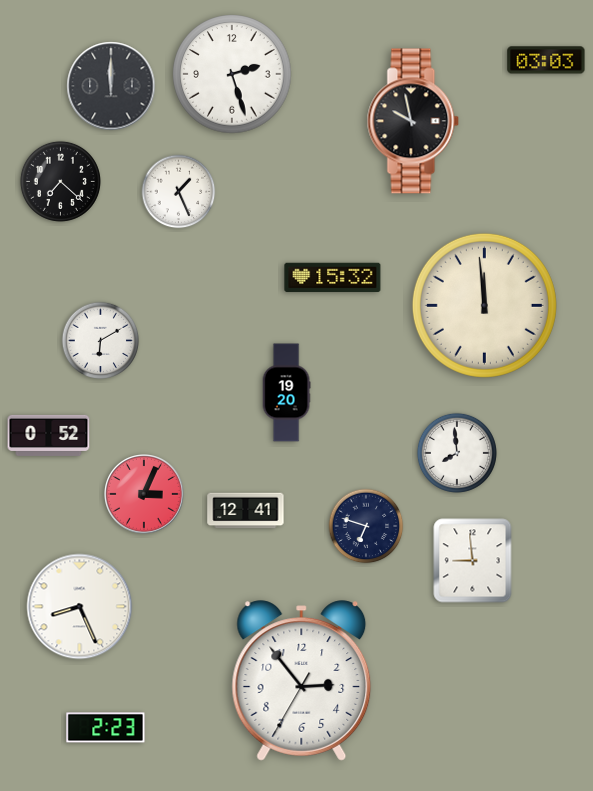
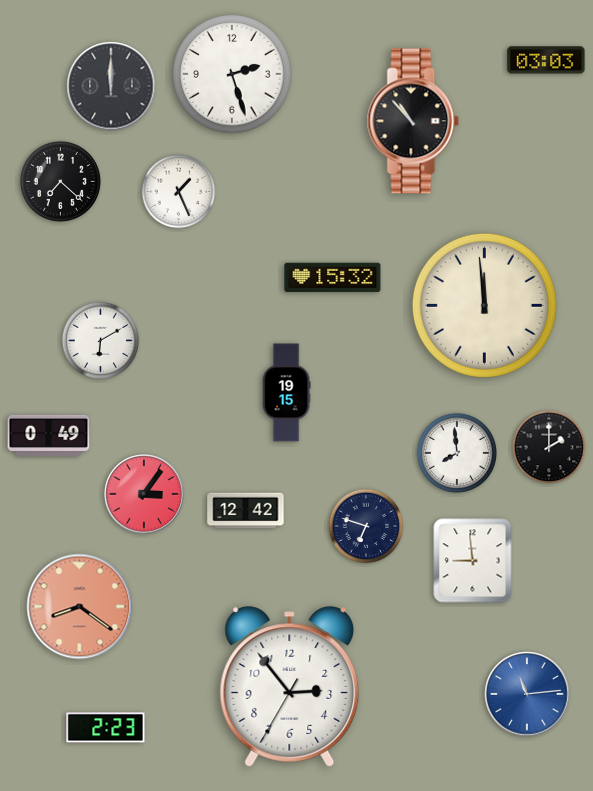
clock at (413, 121): 9:58 -> 10:53
clock at (286, 393): 19:20 -> 19:15
clock at (49, 435): 0:52 -> 0:49
clock at (549, 447): none -> 2:00
clock at (145, 495): 3:04 -> 3:06
clock at (246, 511): 12:41 -> 12:42
clock at (80, 607): 8:26 -> 8:21
clock at (80, 607) dial: white -> salmon
clock at (302, 681) position: (302, 681) -> (290, 687)
clock at (527, 694): none -> 11:14
